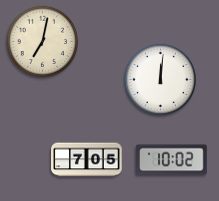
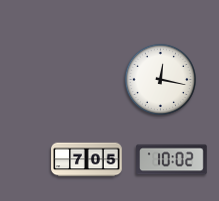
clock at (42, 41): 7:02 -> none
clock at (160, 79): 12:01 -> 12:17
